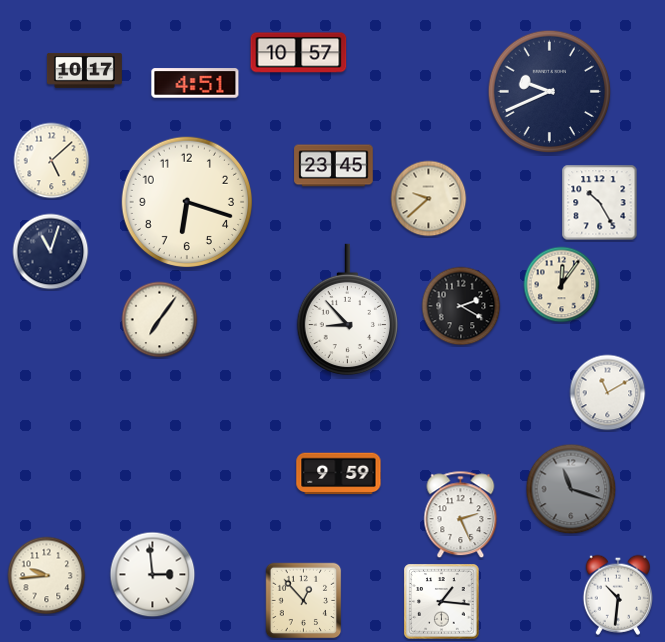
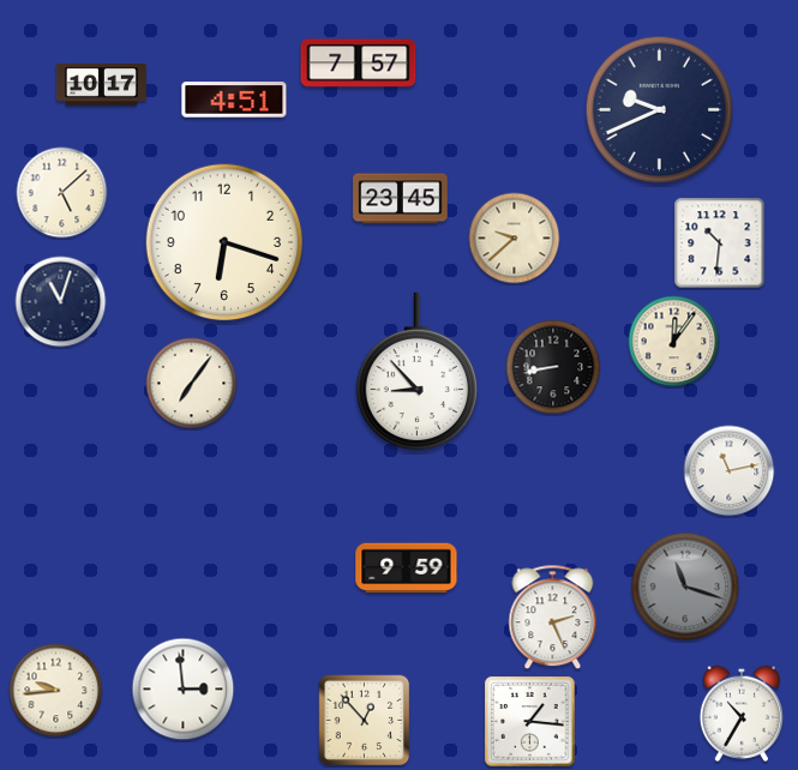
clock at (299, 53): 10:57 -> 7:57
clock at (600, 203): 10:25 -> 10:31
clock at (461, 306): 2:20 -> 8:43
clock at (608, 393): 11:10 -> 11:13
clock at (617, 595): 10:31 -> 10:35
